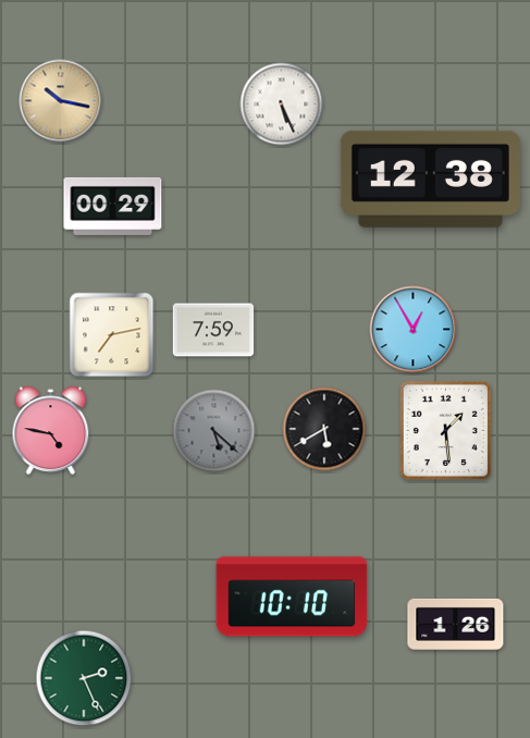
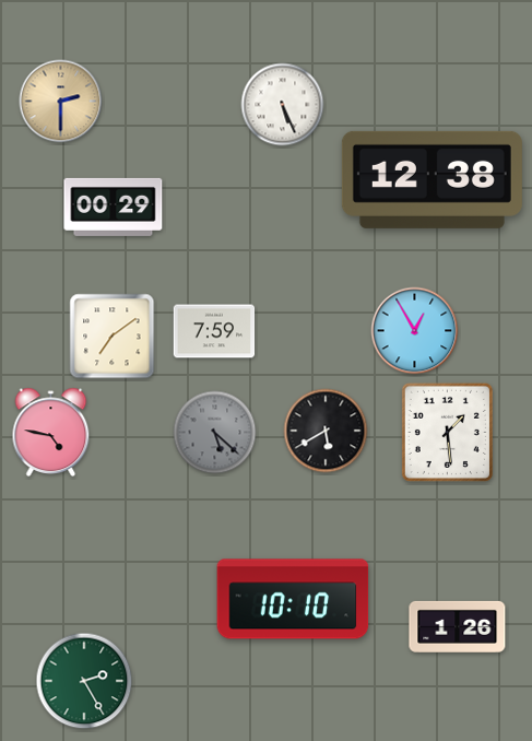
clock at (61, 101): 10:17 -> 2:30
clock at (112, 335): 7:13 -> 7:09
clock at (84, 678): 2:26 -> 2:25
